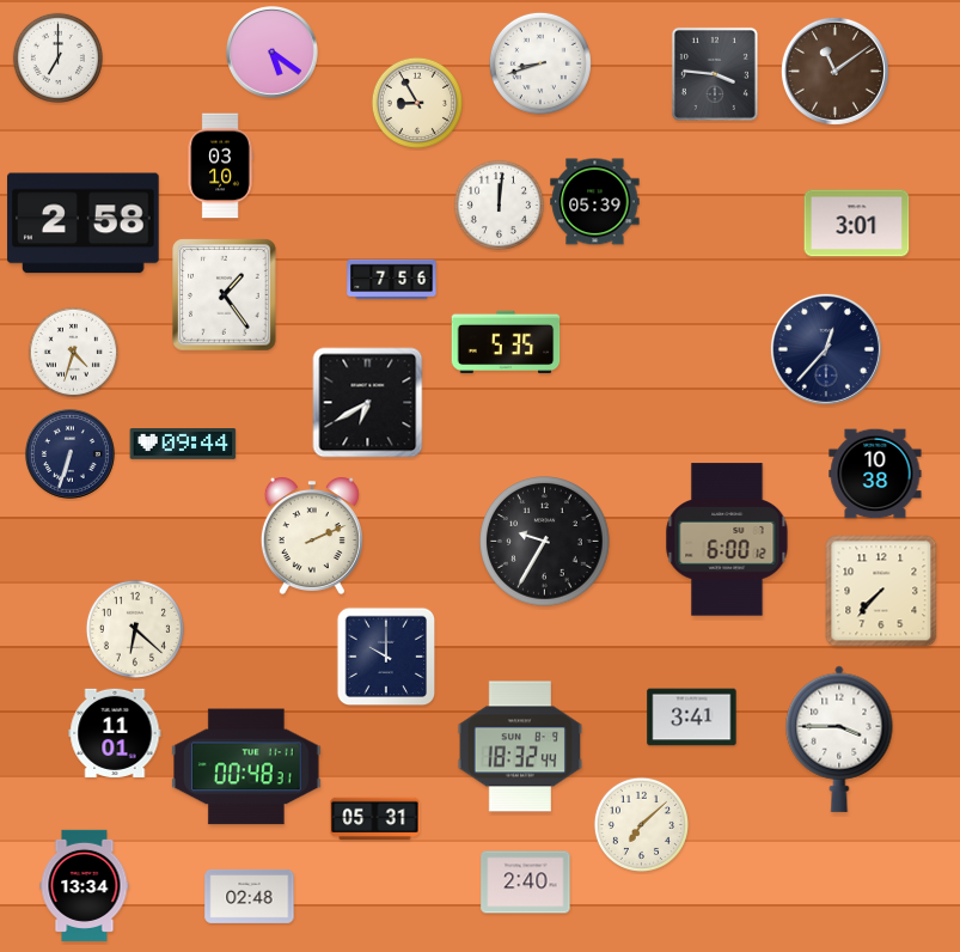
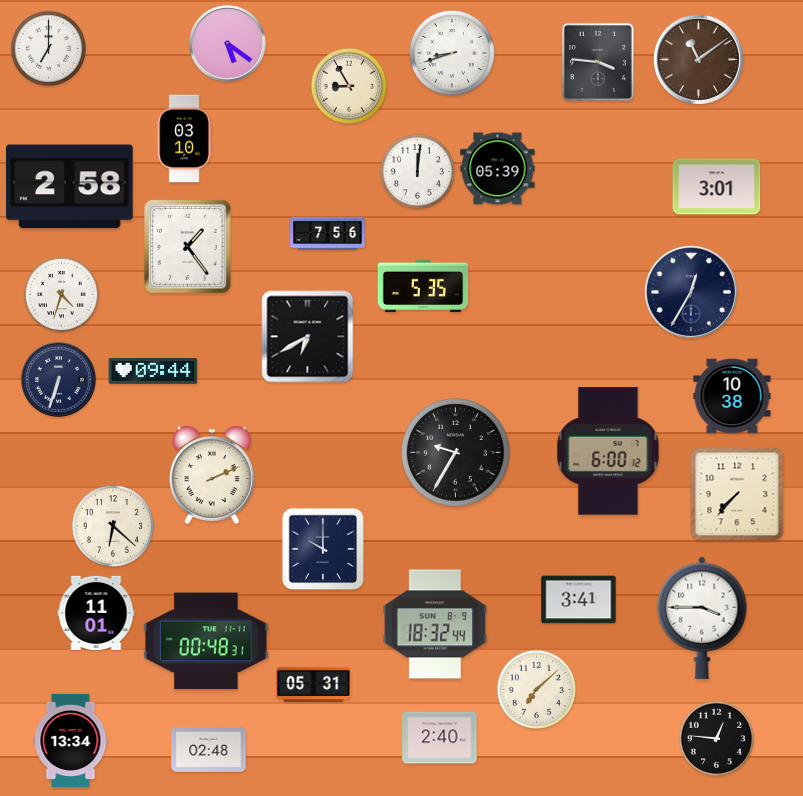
clock at (826, 349): 12:37 -> 12:35
clock at (312, 535) position: (312, 535) -> (212, 474)
clock at (716, 738): none -> 12:46
